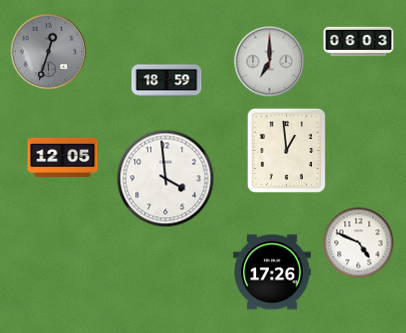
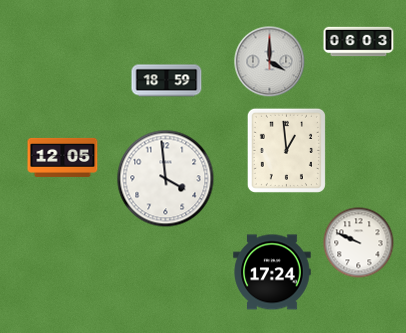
clock at (49, 52): 12:33 -> none
clock at (270, 62): 7:00 -> 4:00
clock at (359, 243): 4:49 -> 9:49
clock at (272, 272): 17:26 -> 17:24
